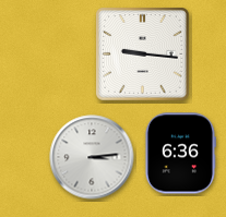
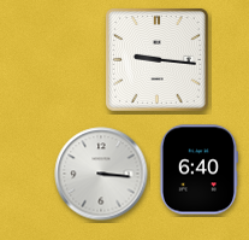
clock at (180, 154): 6:36 -> 6:40
clock at (92, 157): 3:14 -> 3:16
